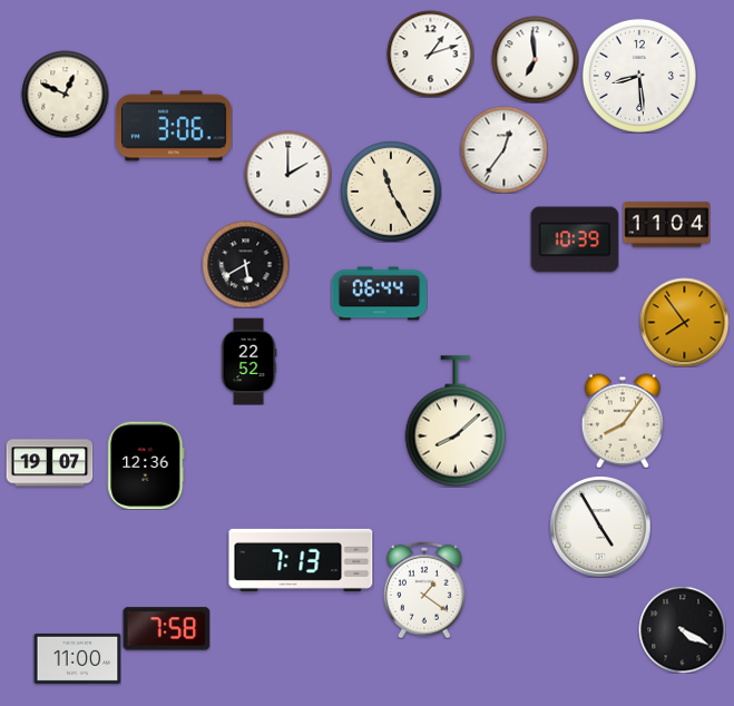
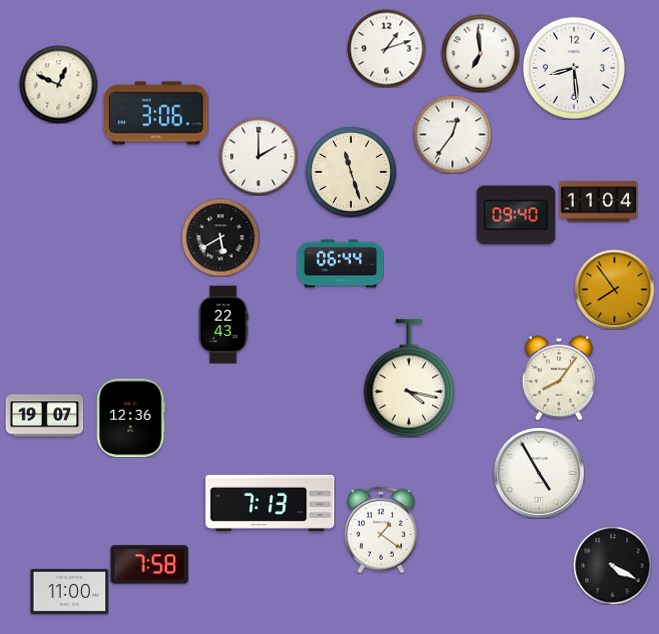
clock at (391, 192): 11:25 -> 11:27
clock at (575, 239): 10:39 -> 09:40
clock at (248, 361): 22:52 -> 22:43
clock at (456, 421): 8:08 -> 4:17
